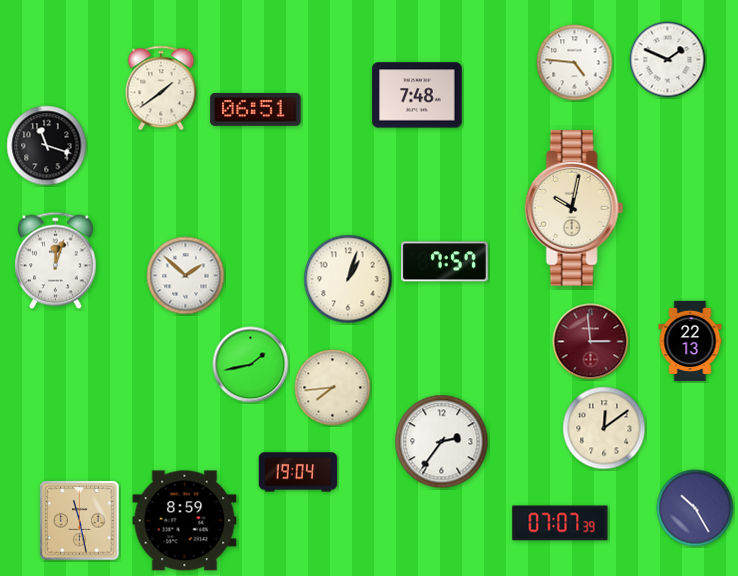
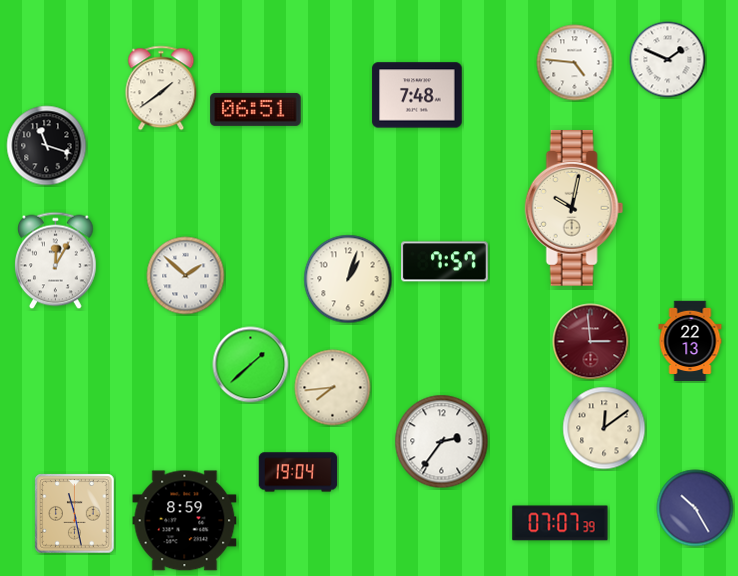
clock at (56, 261): 12:03 -> 12:05
clock at (251, 365): 1:43 -> 1:38
clock at (80, 521) position: (80, 521) -> (75, 514)
